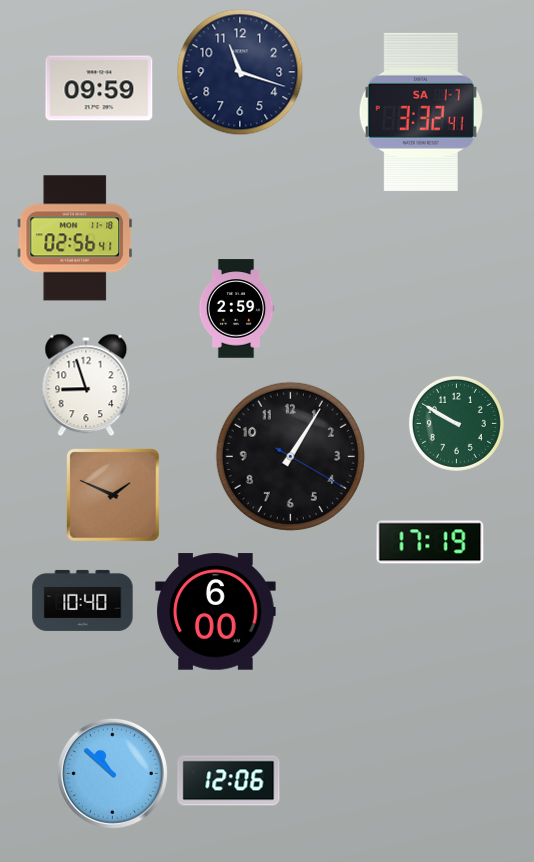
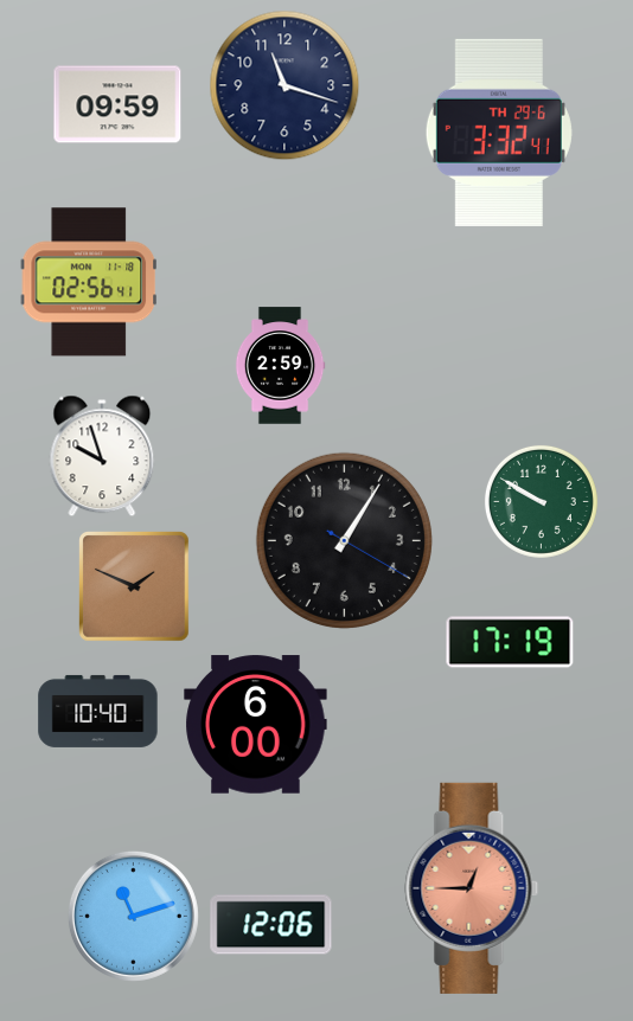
clock at (421, 112) date: SA 1-7 -> TH 29-6
clock at (86, 385): 8:57 -> 9:57
clock at (472, 888): none -> 12:45
clock at (112, 773): 10:52 -> 11:12
